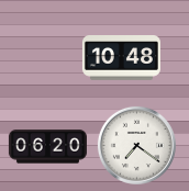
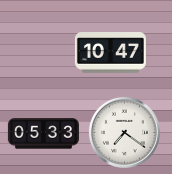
clock at (121, 58): 10:48 -> 10:47
clock at (47, 147): 06:20 -> 05:33
